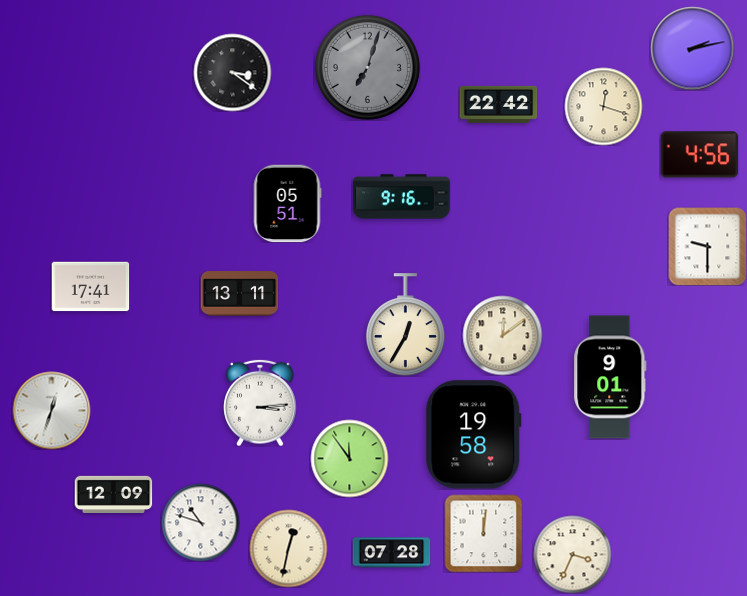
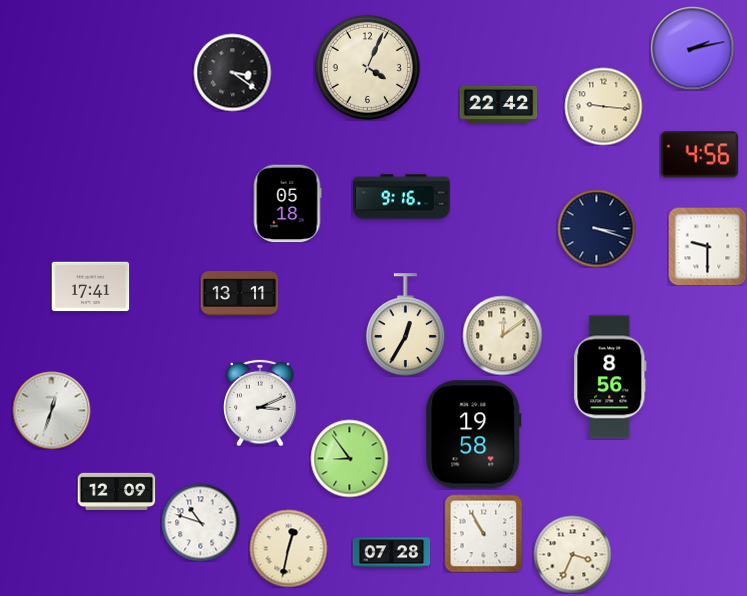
clock at (367, 67): 7:03 -> 4:04
clock at (367, 67) dial: grey -> cream
clock at (603, 106): 12:18 -> 9:16
clock at (287, 203): 05:51 -> 05:18
clock at (596, 228): none -> 3:18
clock at (610, 377): 9:01 -> 8:56
clock at (260, 403): 3:14 -> 3:11
clock at (349, 458): 11:54 -> 8:54
clock at (113, 494) position: (113, 494) -> (116, 491)
clock at (483, 533): 12:01 -> 10:55
